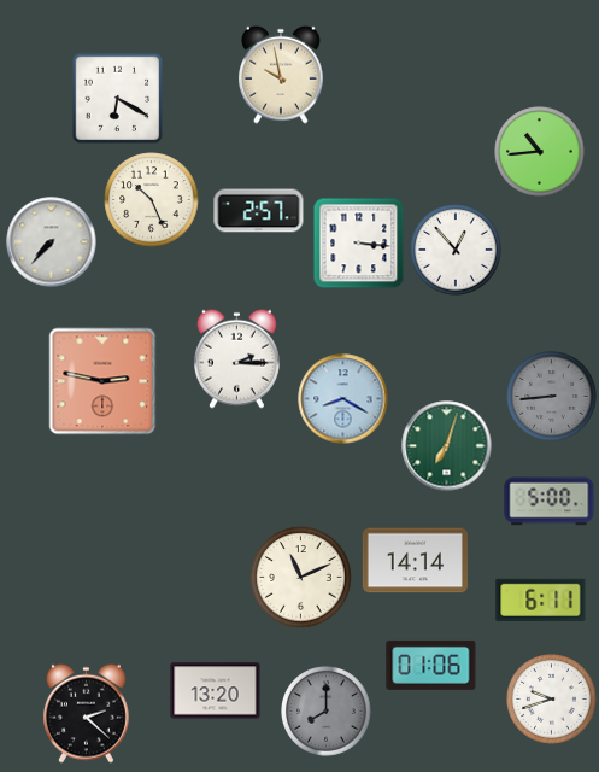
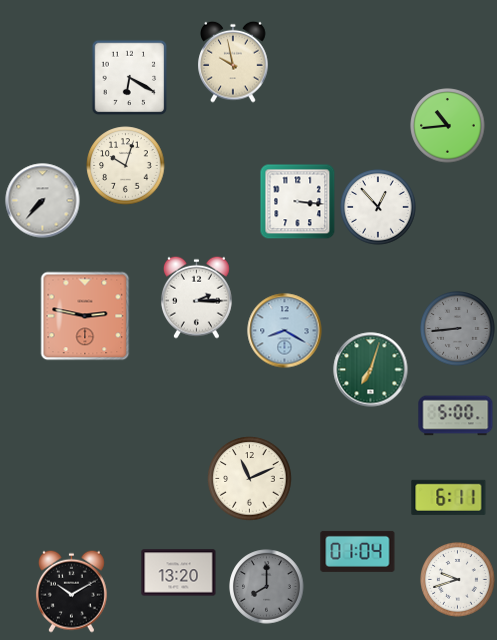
clock at (118, 99) position: (118, 99) -> (130, 78)
clock at (152, 200): 10:26 -> 10:03
clock at (259, 211): 2:57 -> none
clock at (415, 561): 14:14 -> none
clock at (431, 665): 01:06 -> 01:04
clock at (327, 712) position: (327, 712) -> (267, 587)
clock at (86, 713): 2:22 -> 10:10
